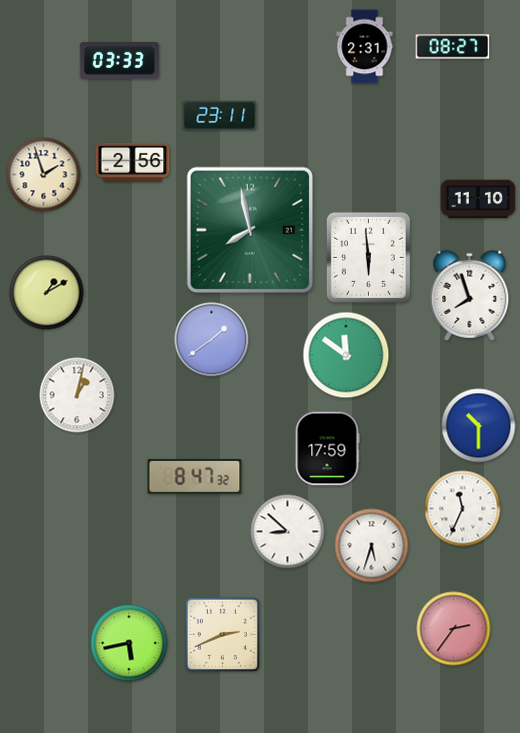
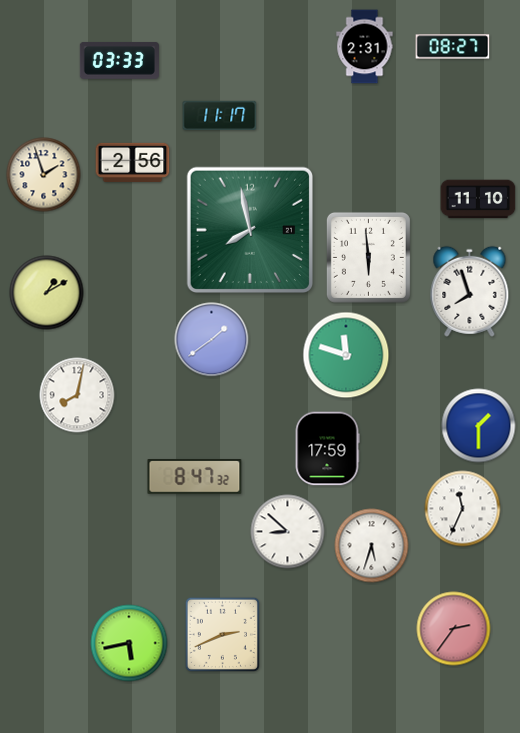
clock at (220, 115): 23:11 -> 11:17
clock at (470, 295) position: (470, 295) -> (470, 291)
clock at (346, 355): 11:51 -> 11:48
clock at (77, 395): 1:02 -> 8:02
clock at (479, 426): 10:30 -> 1:30
